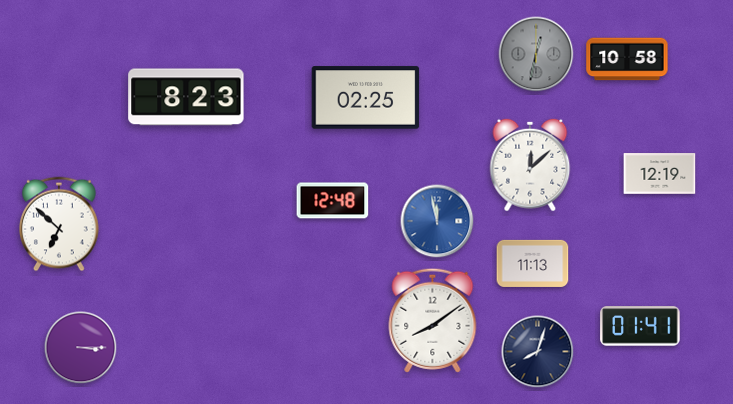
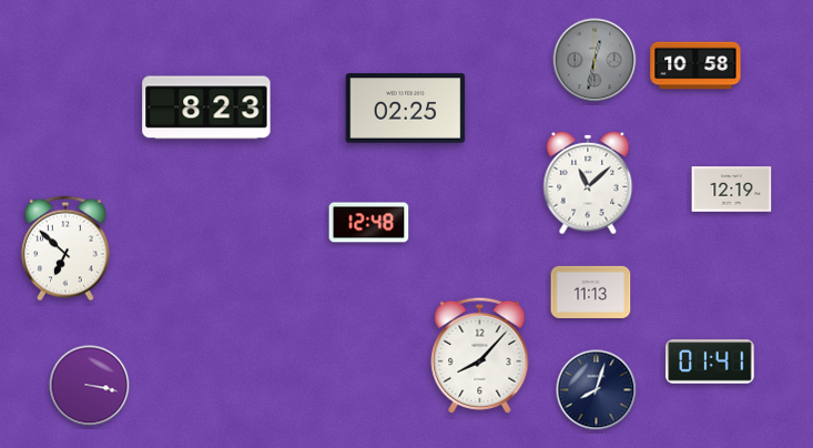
clock at (530, 165): 12:08 -> 11:08
clock at (660, 174) position: (660, 174) -> (732, 190)
clock at (437, 221): 11:58 -> none
clock at (433, 320): 8:09 -> 8:07
clock at (81, 348): 3:15 -> 3:17
